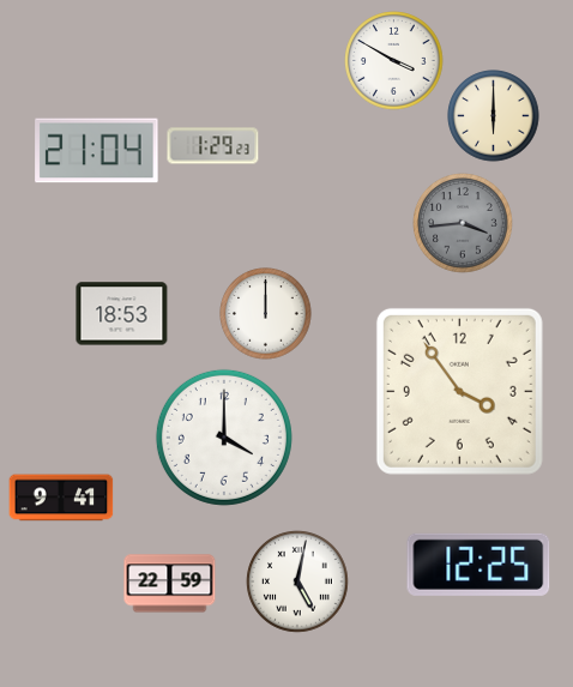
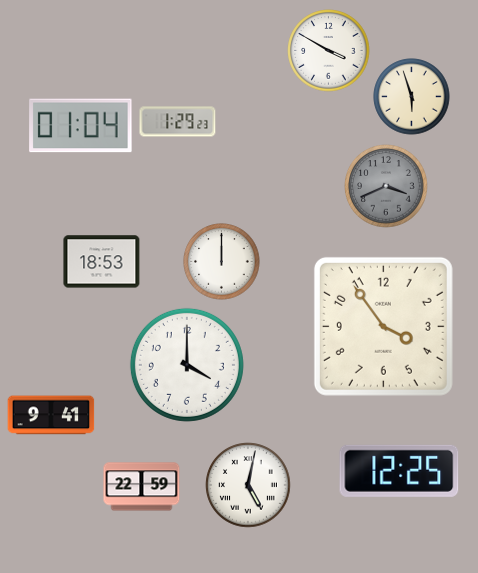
clock at (494, 116): 6:00 -> 5:57
clock at (97, 151): 21:04 -> 01:04
clock at (463, 223): 3:44 -> 3:41
